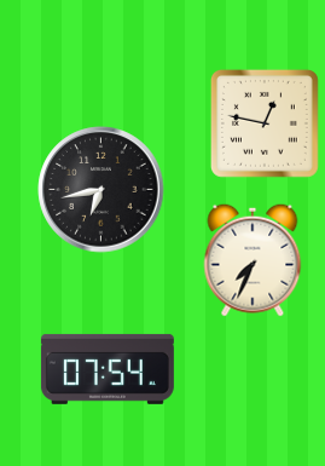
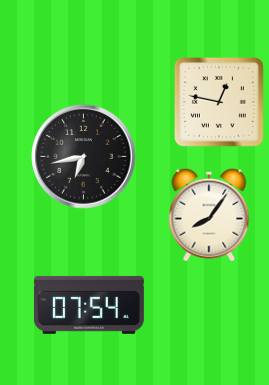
clock at (253, 260): 7:34 -> 8:06
